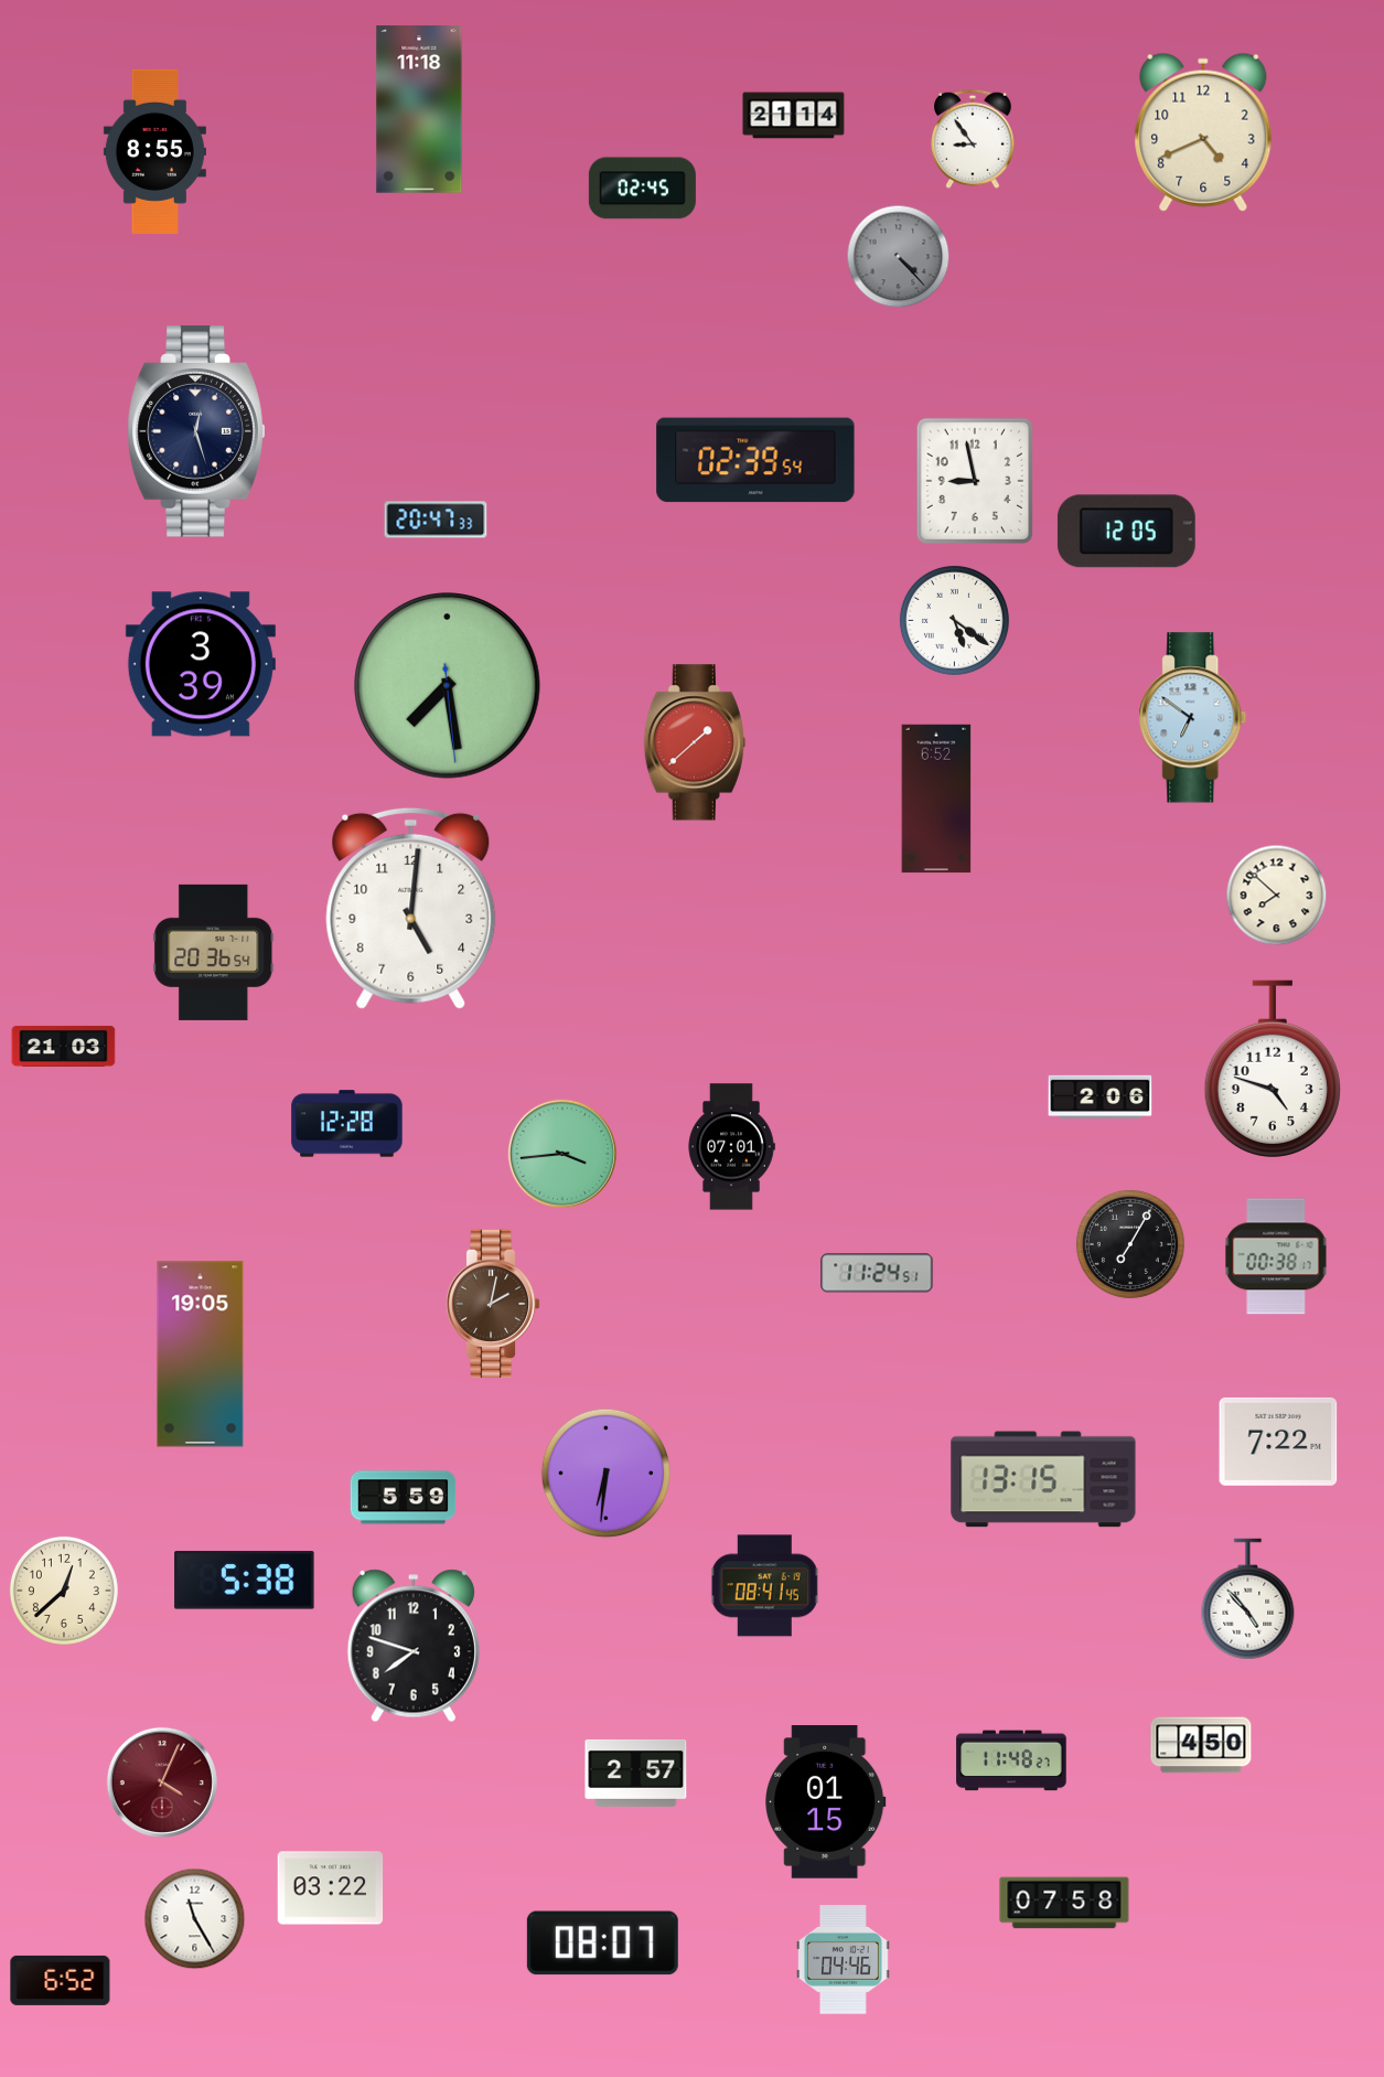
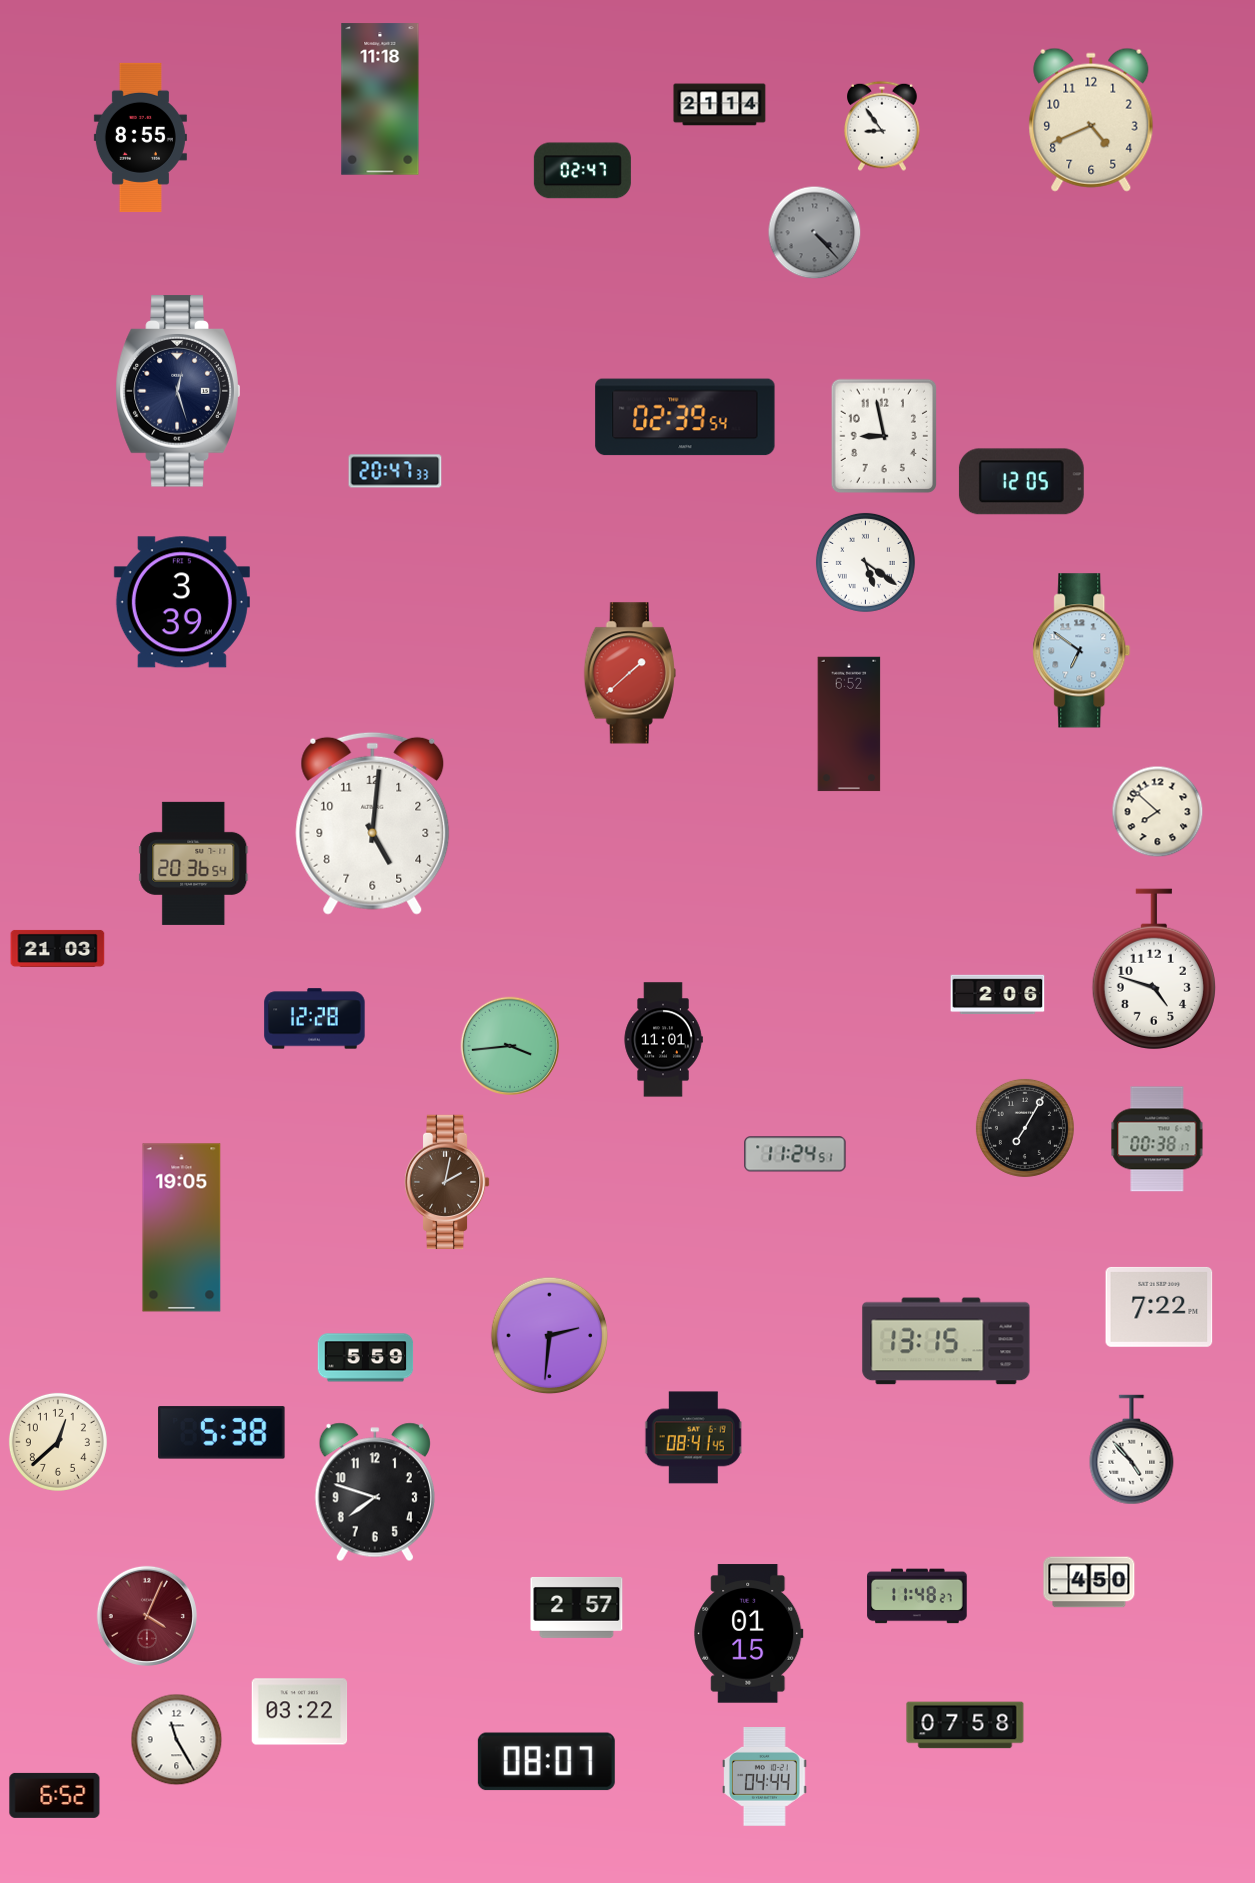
clock at (642, 189): 02:45 -> 02:47
clock at (448, 686): 7:28 -> none
clock at (731, 1147): 07:01 -> 11:01
clock at (607, 1474): 6:31 -> 2:31
clock at (844, 1960): 04:46 -> 04:44
